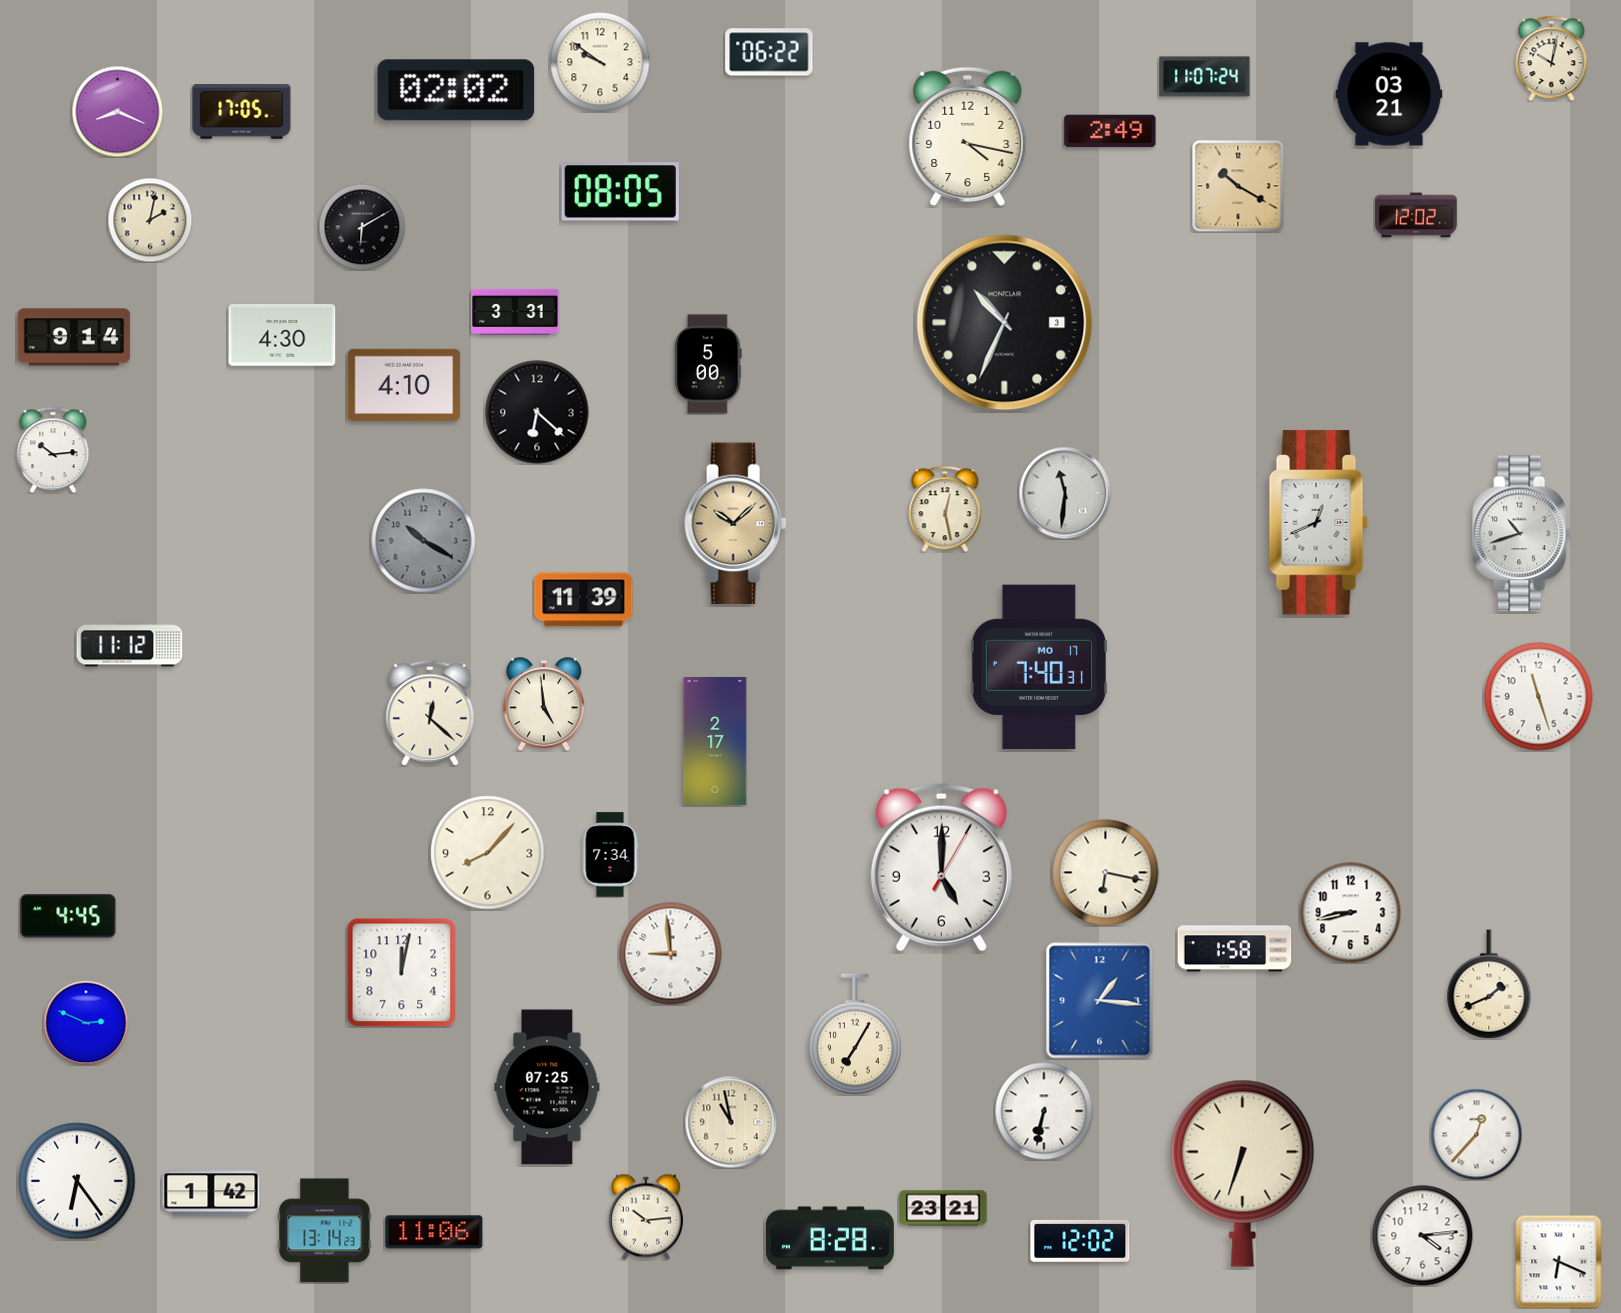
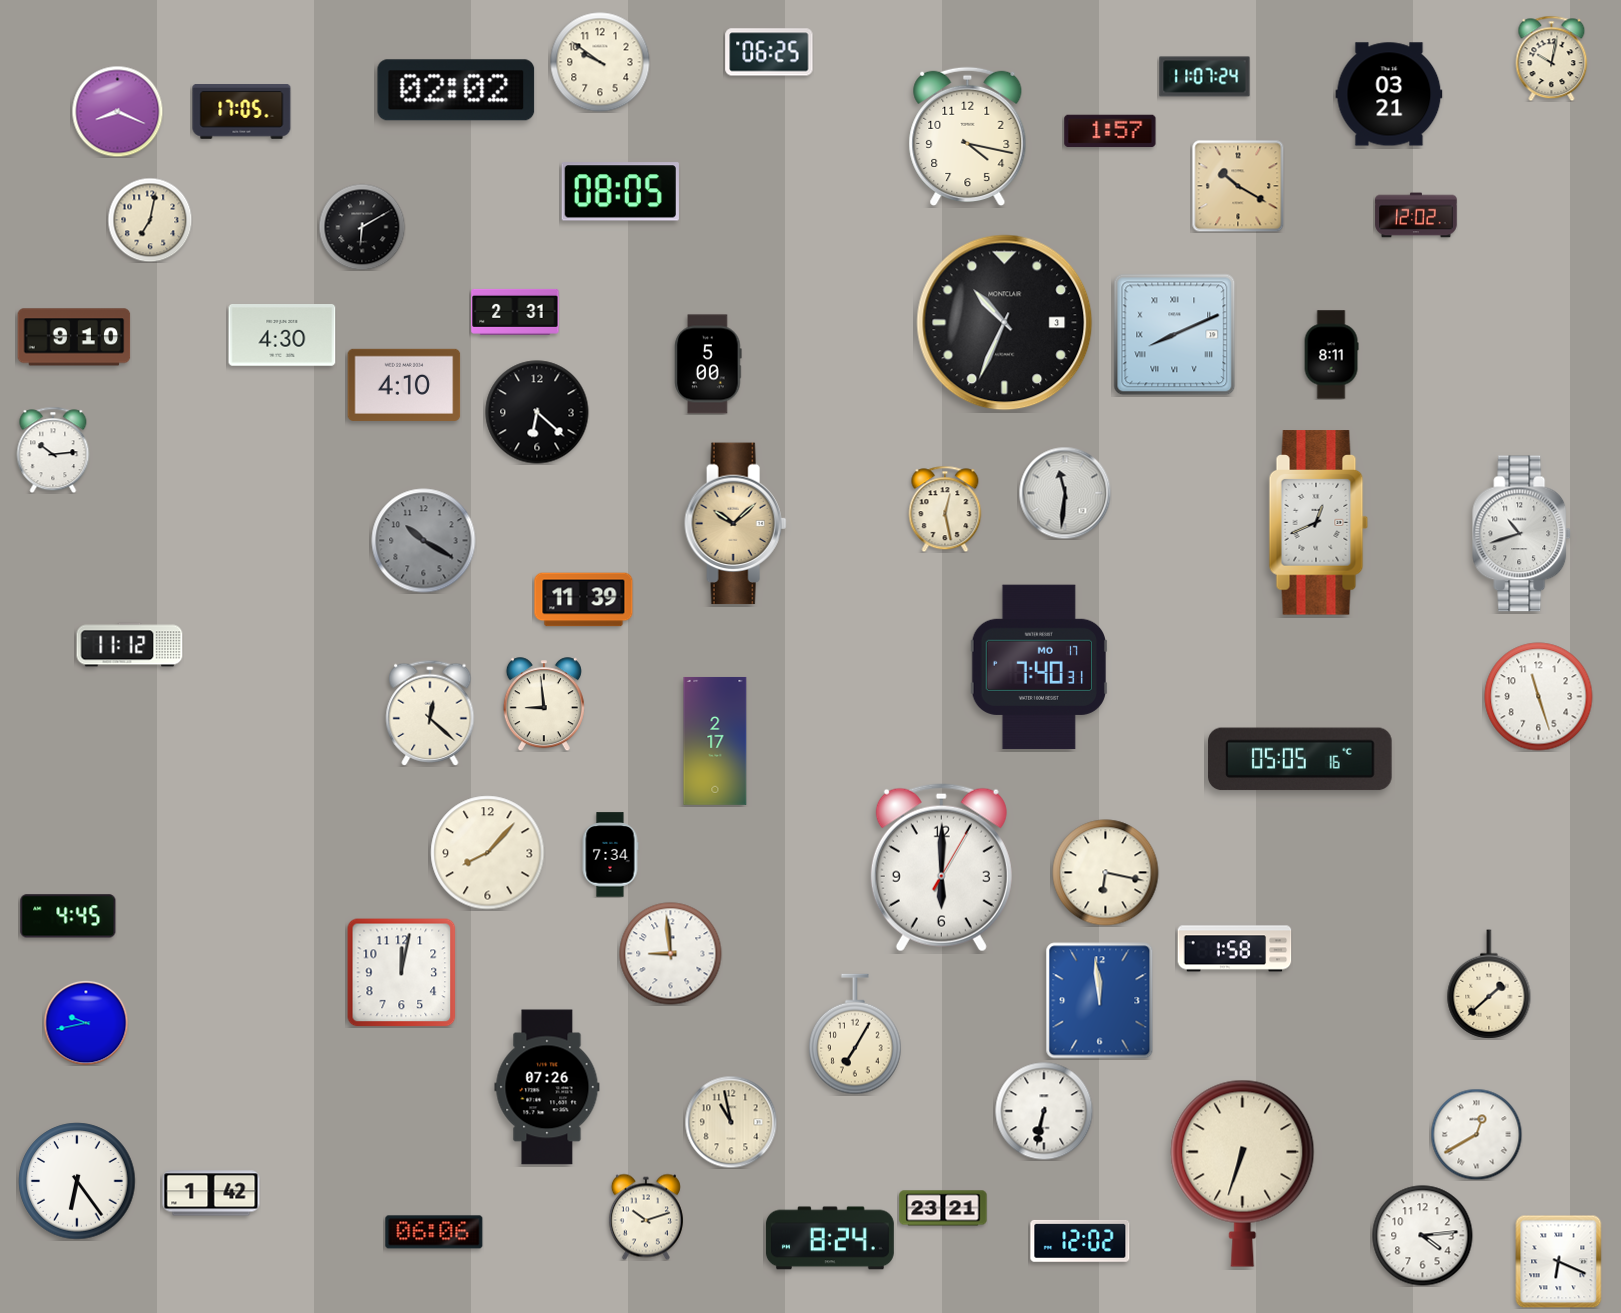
clock at (769, 52): 06:22 -> 06:25
clock at (1110, 131): 2:49 -> 1:57
clock at (150, 220): 2:02 -> 7:02
clock at (515, 312): 3:31 -> 2:31
clock at (1175, 335): none -> 8:11
clock at (74, 337): 9:14 -> 9:10
clock at (1331, 355): none -> 8:11
clock at (544, 704): 4:59 -> 8:59
clock at (1300, 759): none -> 05:05
clock at (941, 868): 5:00 -> 6:00
clock at (1351, 913): 8:43 -> none
clock at (1489, 984): 1:41 -> 1:38
clock at (1100, 1001): 1:16 -> 11:59
clock at (86, 1023): 2:49 -> 9:43
clock at (547, 1087): 07:25 -> 07:26
clock at (1476, 1134): 12:37 -> 12:40
clock at (646, 1217): 10:14 -> 10:12
clock at (325, 1231): 13:14 -> none
clock at (434, 1232): 11:06 -> 06:06
clock at (830, 1238): 8:28 -> 8:24
